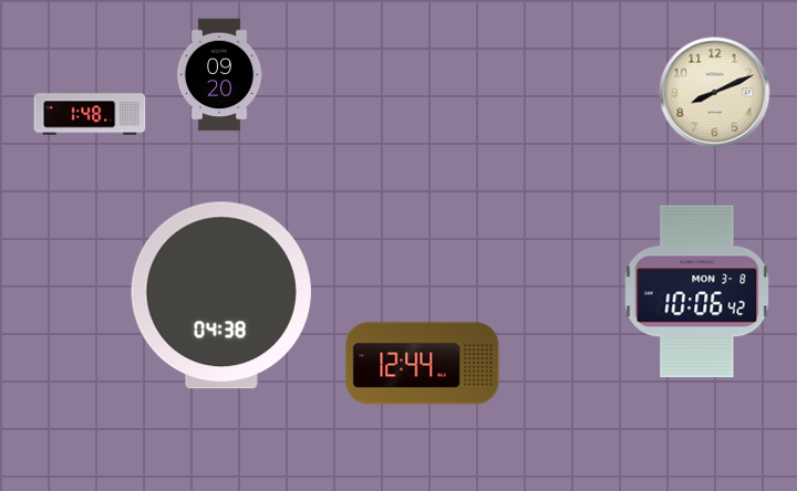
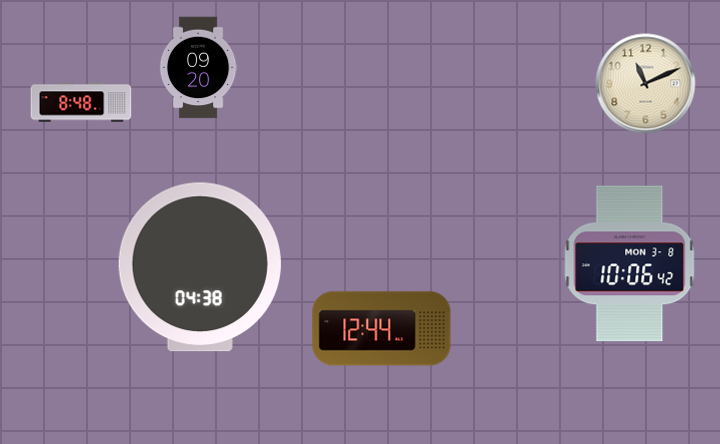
clock at (715, 93): 8:11 -> 11:11
clock at (90, 113): 1:48 -> 8:48
